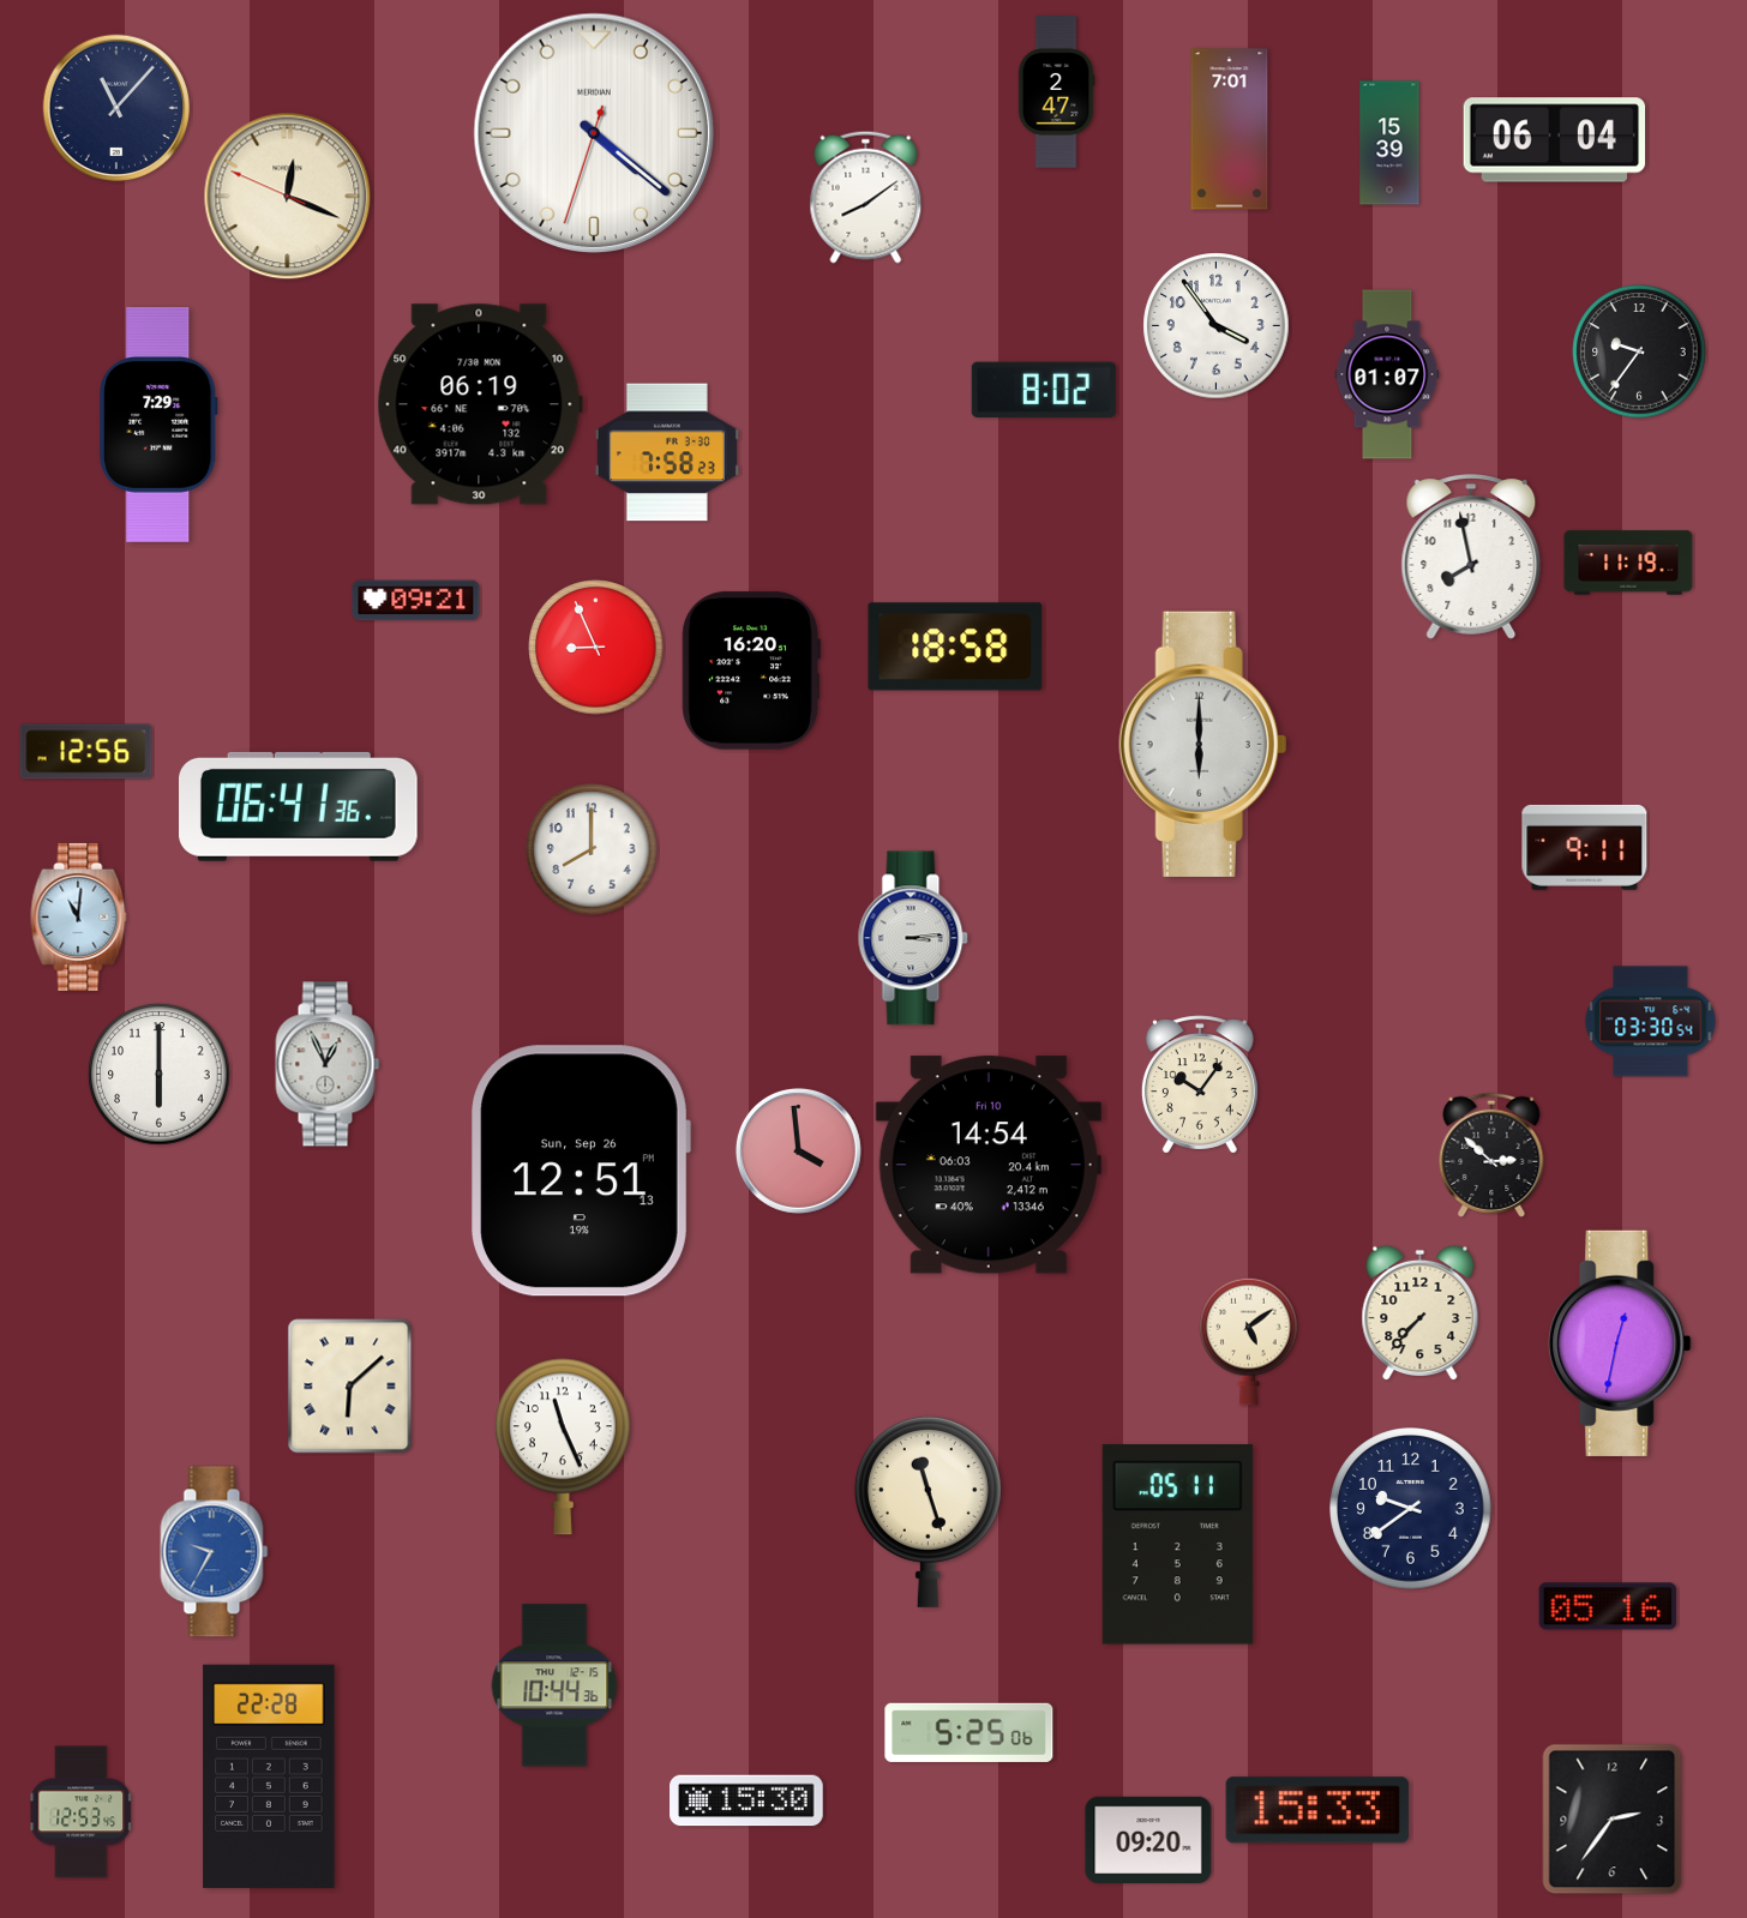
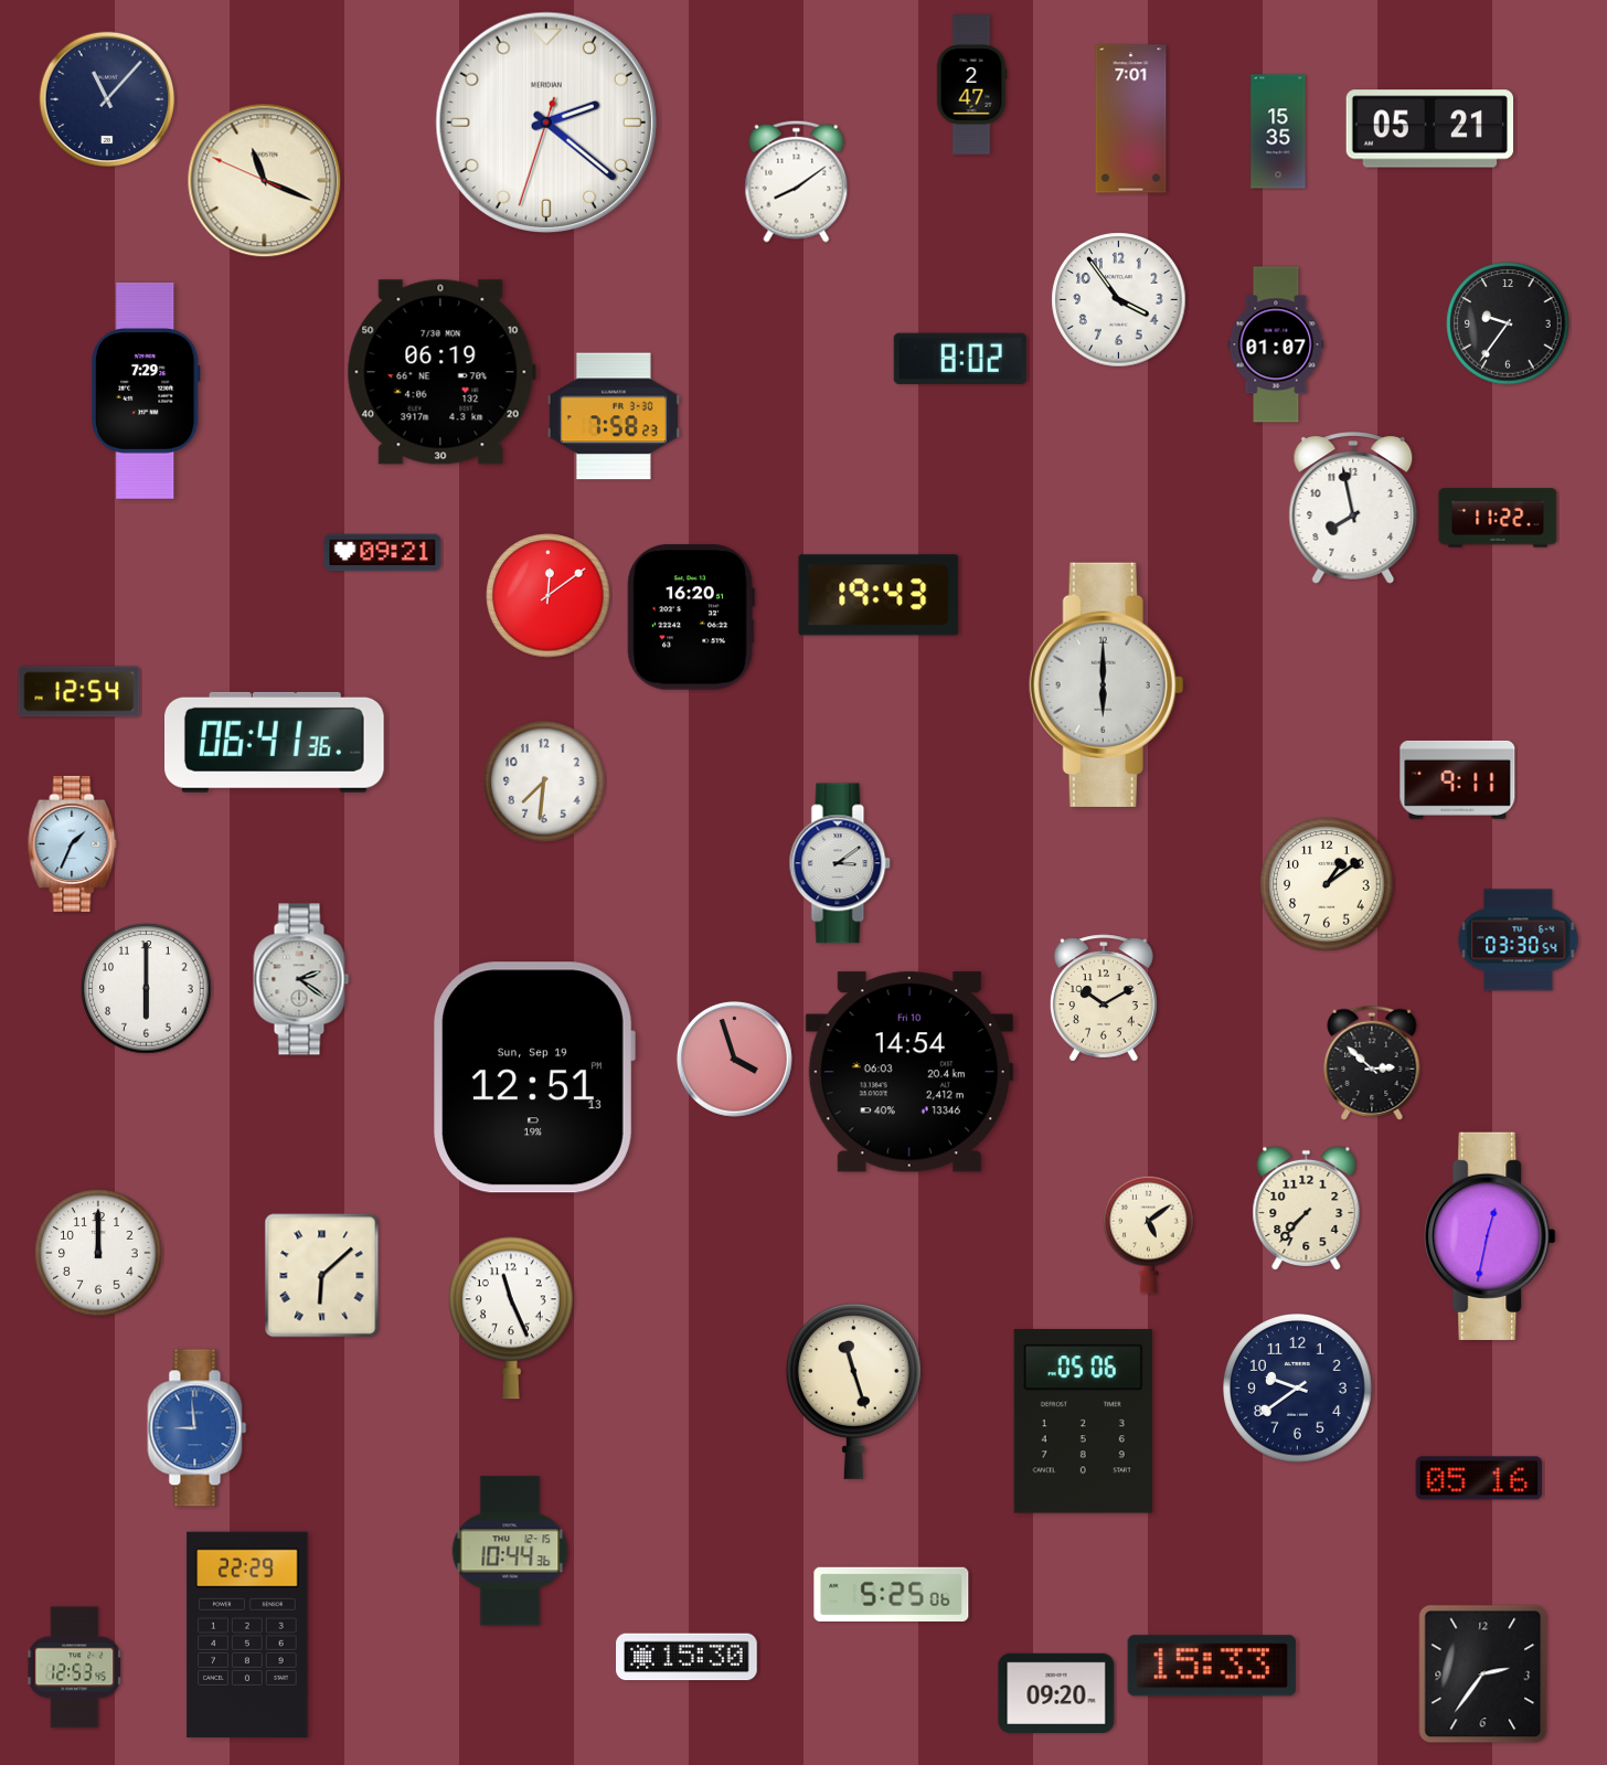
clock at (594, 133): 4:21 -> 2:21
clock at (1555, 140): 06:04 -> 05:21
clock at (1389, 143): 15:39 -> 15:35
clock at (288, 197): 12:18 -> 11:18
clock at (1471, 557) position: (1471, 557) -> (1353, 508)
clock at (1628, 563): 11:19 -> 11:22
clock at (955, 647): 18:58 -> 19:43
clock at (596, 648): 8:56 -> 12:09
clock at (86, 752): 12:56 -> 12:54
clock at (592, 849): 8:00 -> 7:31
clock at (79, 916): 11:01 -> 1:34
clock at (913, 938): 3:14 -> 3:09
clock at (1327, 884): none -> 1:09
clock at (328, 1064): 12:56 -> 2:21
clock at (1200, 1084): 10:06 -> 10:10
clock at (798, 1150): 3:59 -> 3:57
clock at (581, 1171) date: Sun, Sep 26 -> Sun, Sep 19
clock at (98, 1253): none -> 12:00
clock at (563, 1447) position: (563, 1447) -> (511, 1318)
clock at (1177, 1545): 05:11 -> 05:06
clock at (215, 1552): 9:35 -> 8:59
clock at (269, 1776): 22:28 -> 22:29
